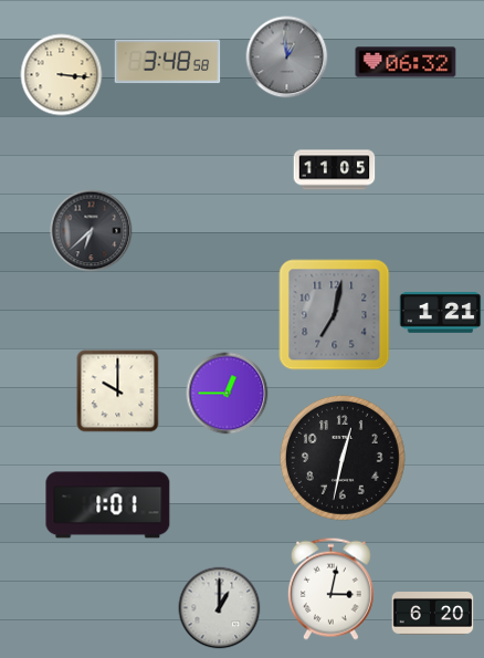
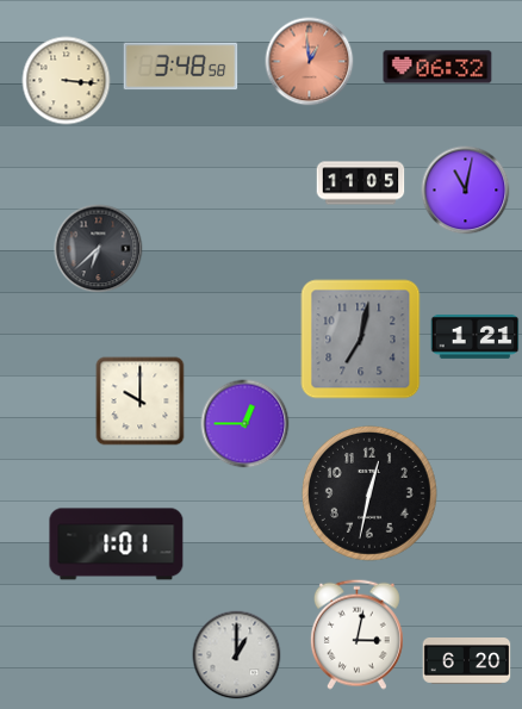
clock at (287, 58) dial: grey -> salmon
clock at (466, 191): none -> 11:02
clock at (118, 391) position: (118, 391) -> (141, 402)
